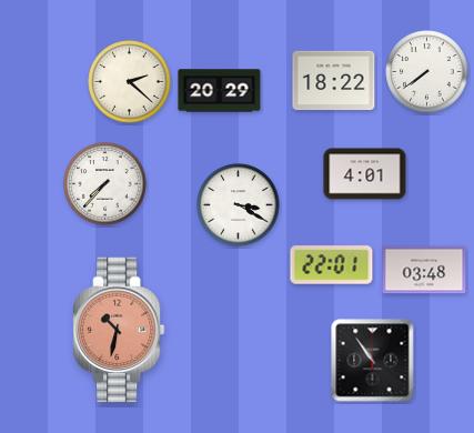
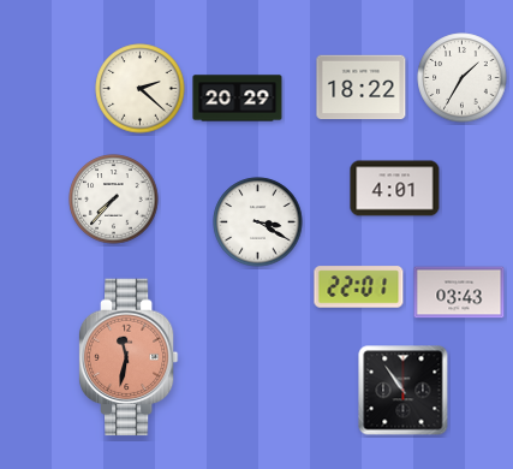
clock at (427, 72): 7:39 -> 1:35
clock at (424, 270): 03:48 -> 03:43
clock at (119, 330): 10:32 -> 11:32
